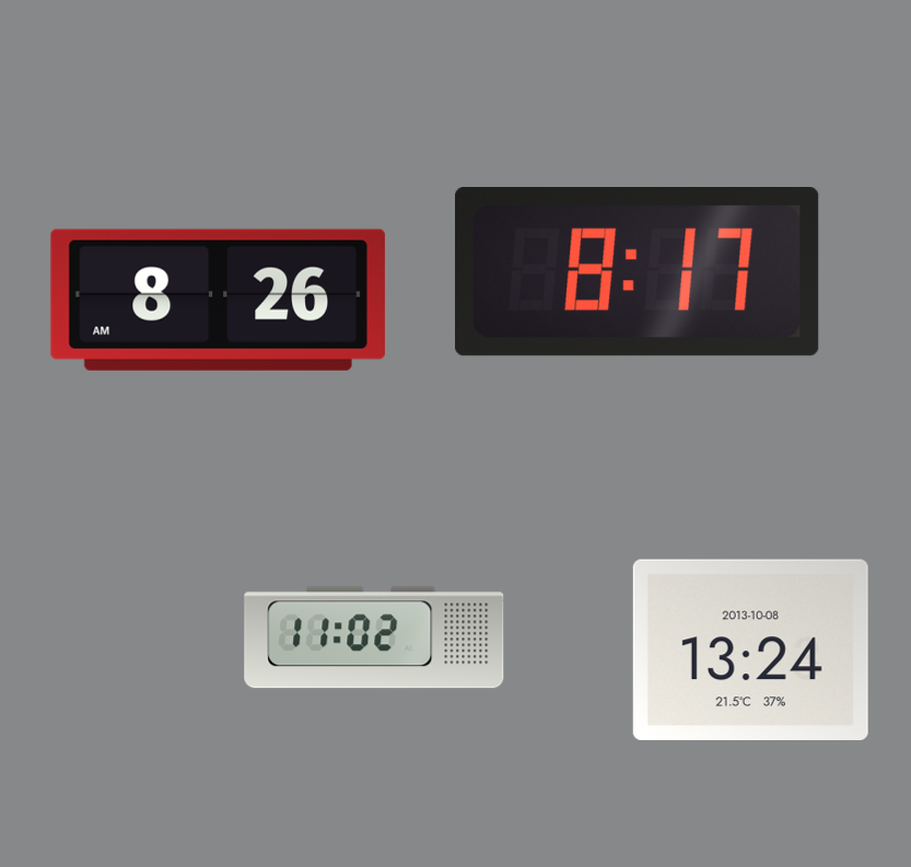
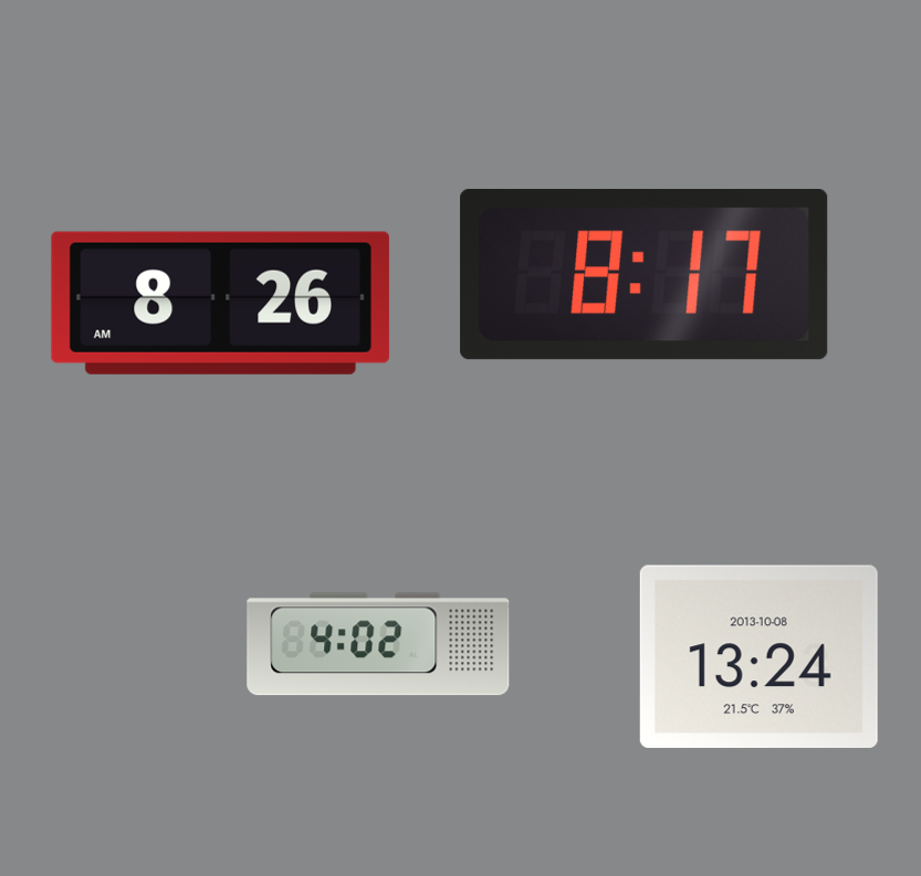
clock at (374, 637): 11:02 -> 4:02
